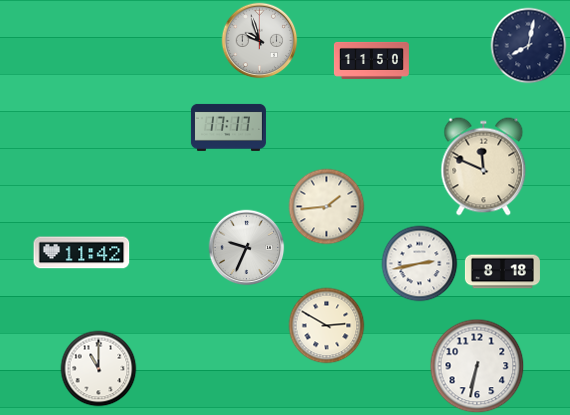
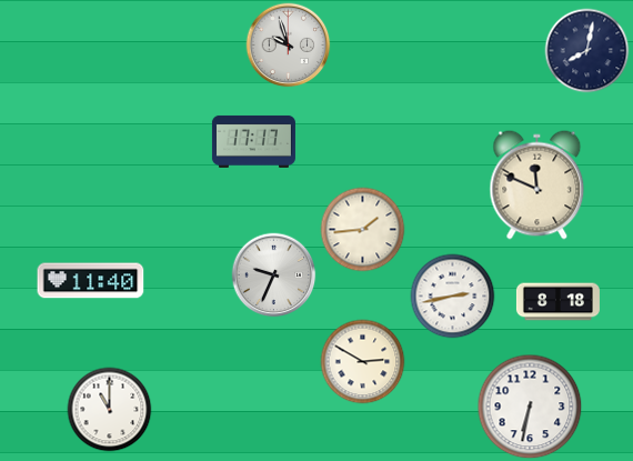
clock at (371, 60): 11:50 -> none
clock at (82, 253): 11:42 -> 11:40
clock at (420, 264) position: (420, 264) -> (453, 297)
